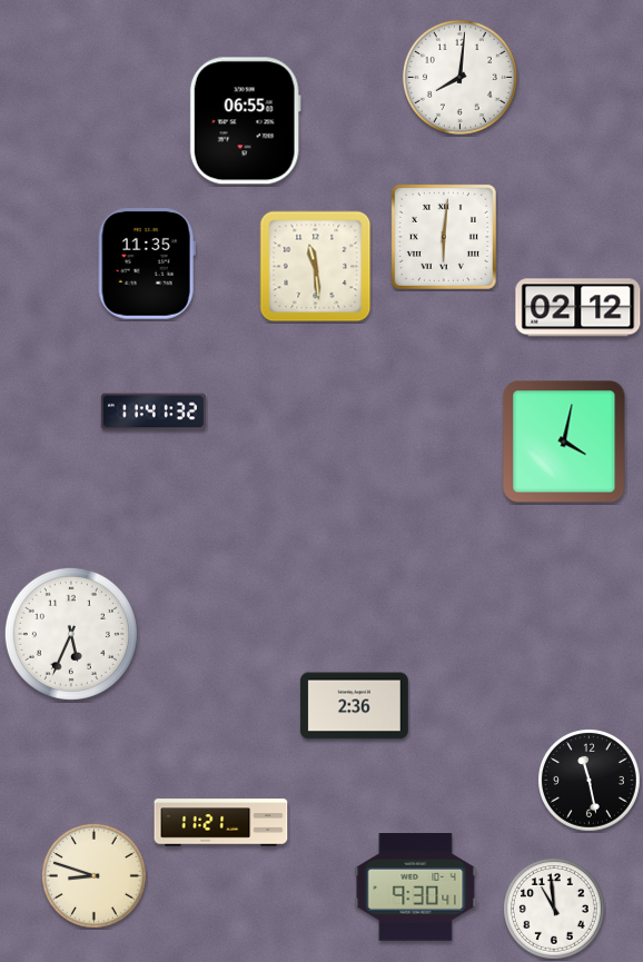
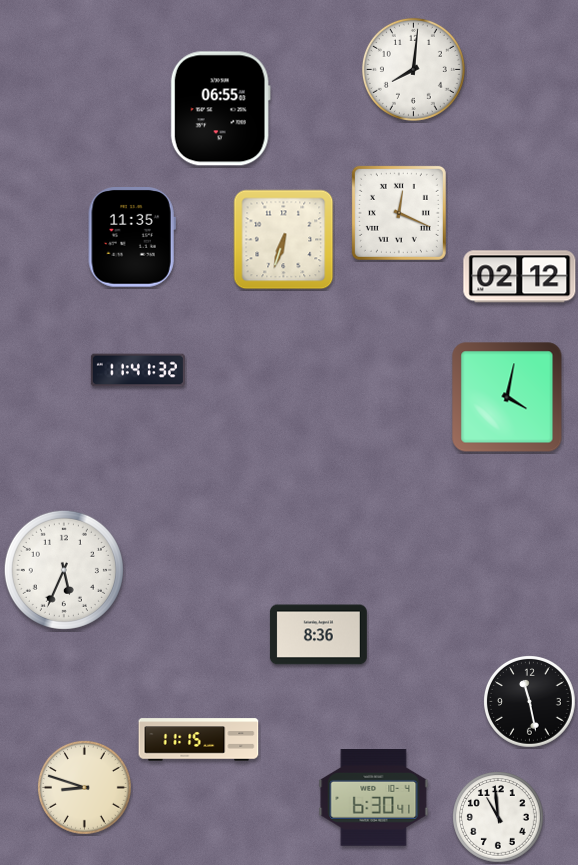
clock at (444, 237): 6:01 -> 12:19
clock at (316, 267): 11:29 -> 6:33
clock at (354, 706): 2:36 -> 8:36
clock at (221, 823): 11:21 -> 11:15
clock at (416, 887): 9:30 -> 6:30
